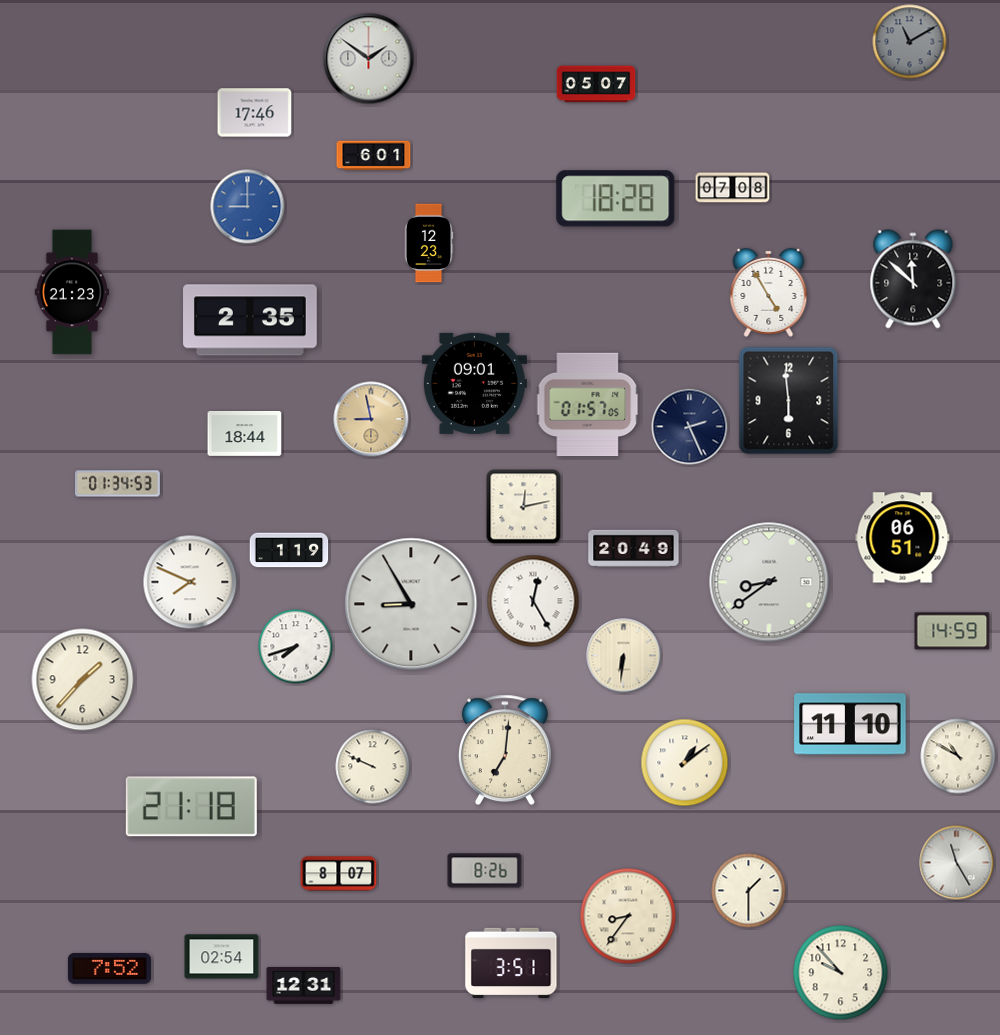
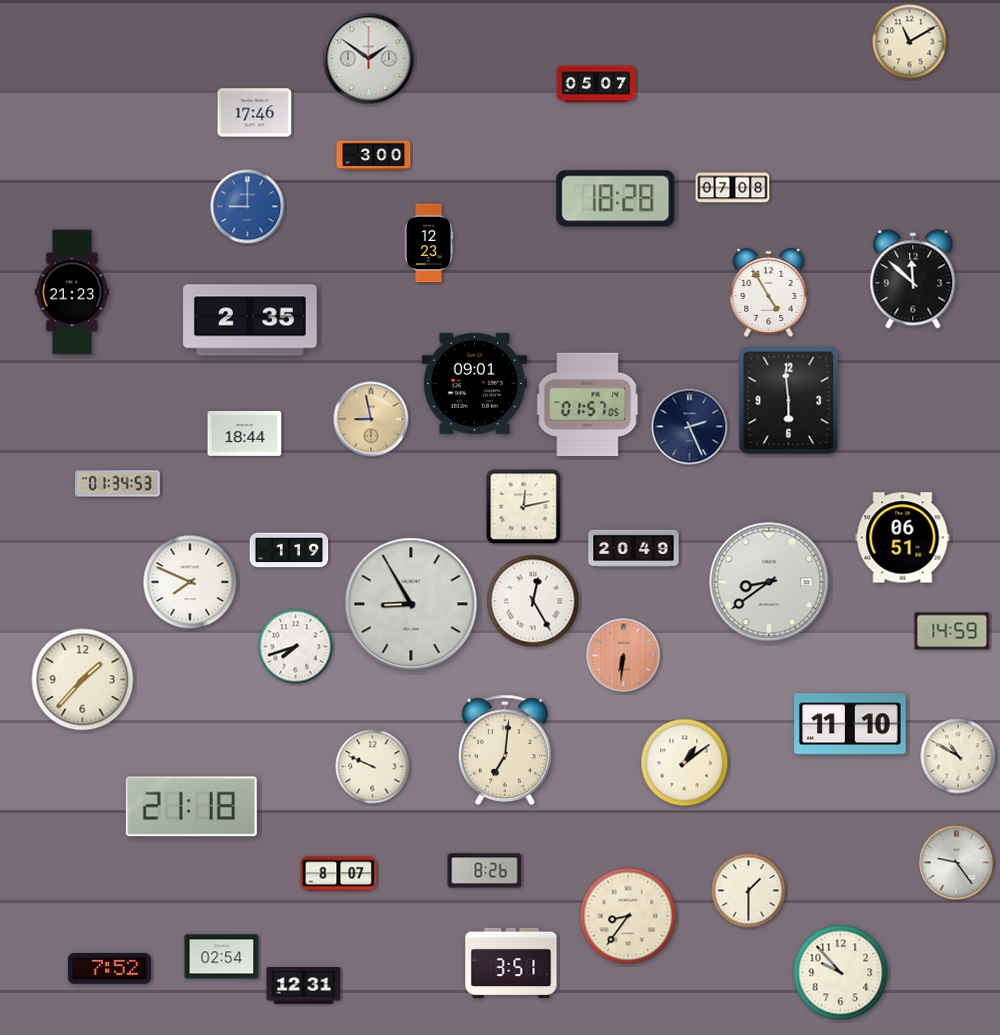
clock at (910, 42) dial: grey -> cream
clock at (374, 156): 6:01 -> 3:00
clock at (624, 656) dial: cream -> salmon
clock at (957, 863): 11:25 -> 9:24
